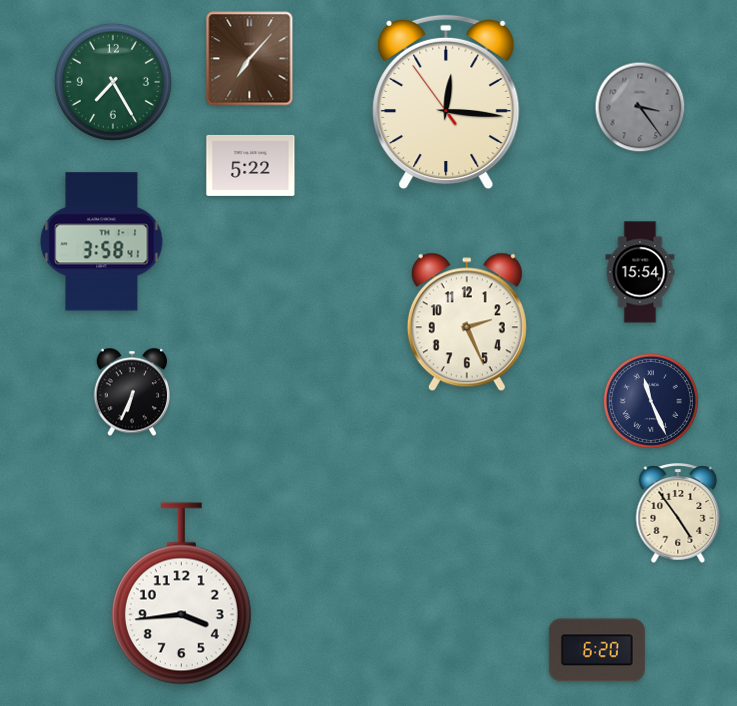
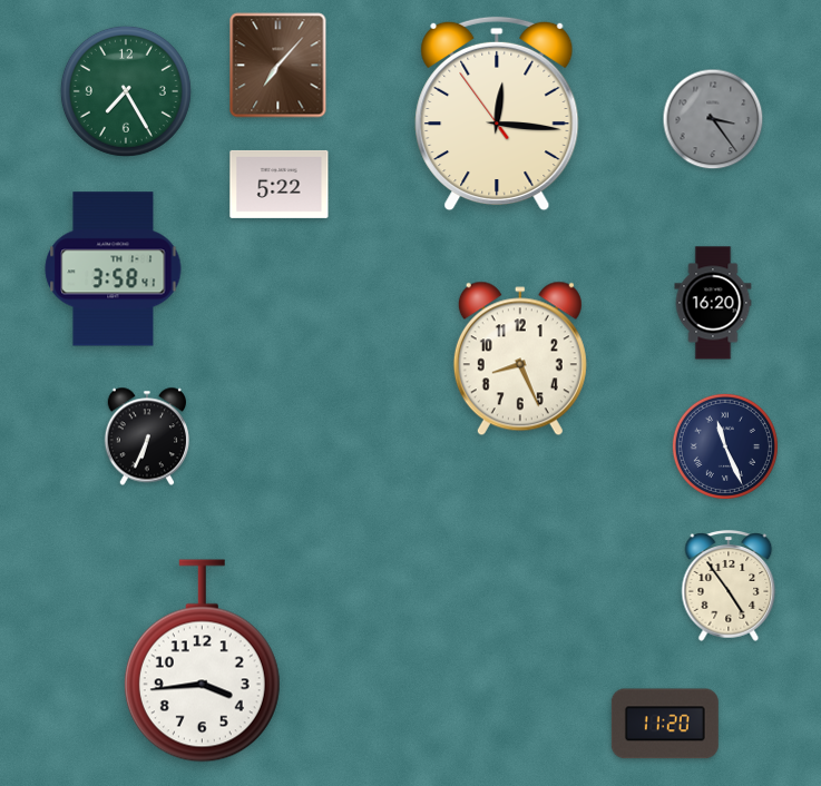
clock at (640, 272): 15:54 -> 16:20
clock at (467, 322): 2:26 -> 8:26
clock at (678, 513) position: (678, 513) -> (729, 586)
clock at (597, 650): 6:20 -> 11:20
